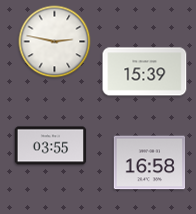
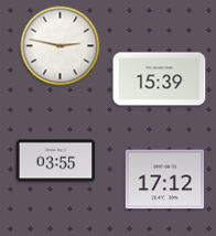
clock at (150, 163): 16:58 -> 17:12
